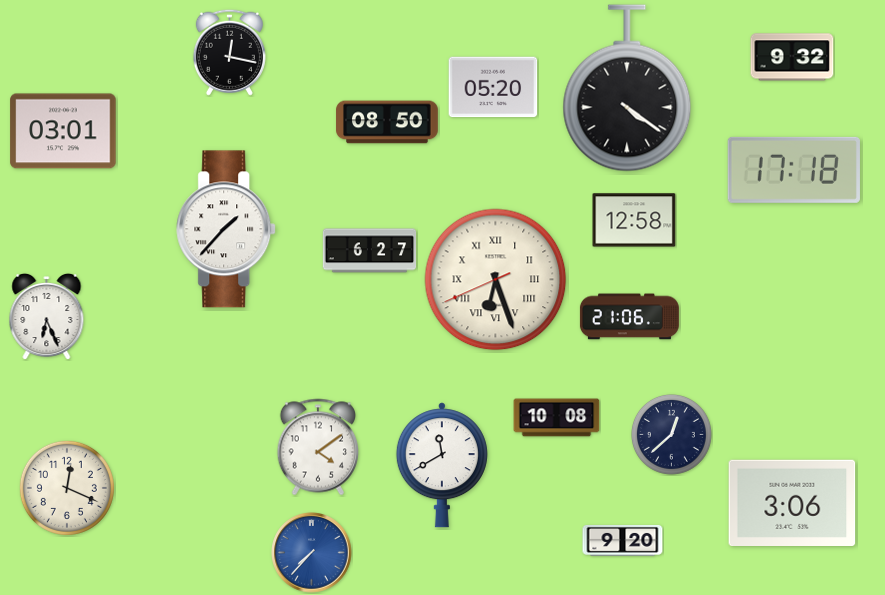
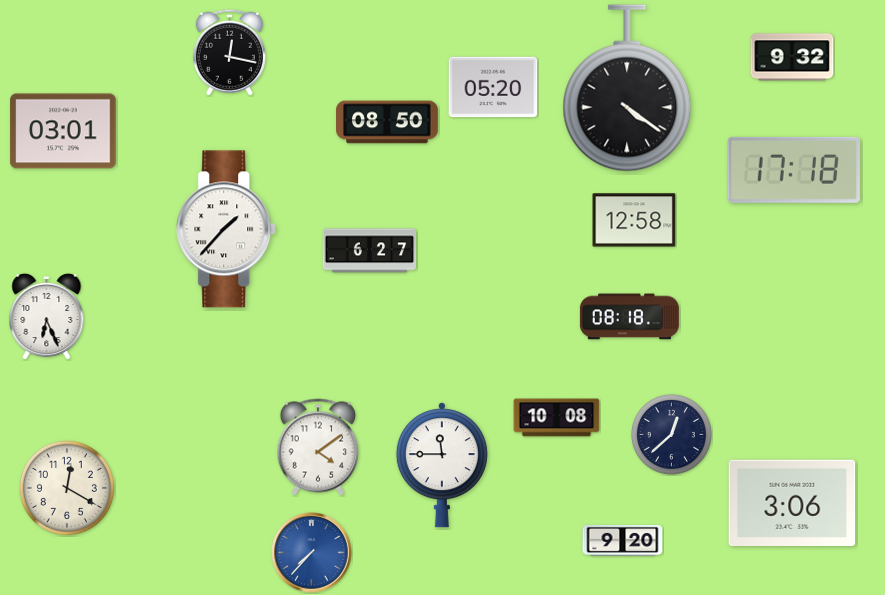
clock at (496, 280): 6:26 -> none
clock at (629, 317): 21:06 -> 08:18
clock at (442, 465): 11:40 -> 11:45
clock at (67, 488): 12:19 -> 12:20
